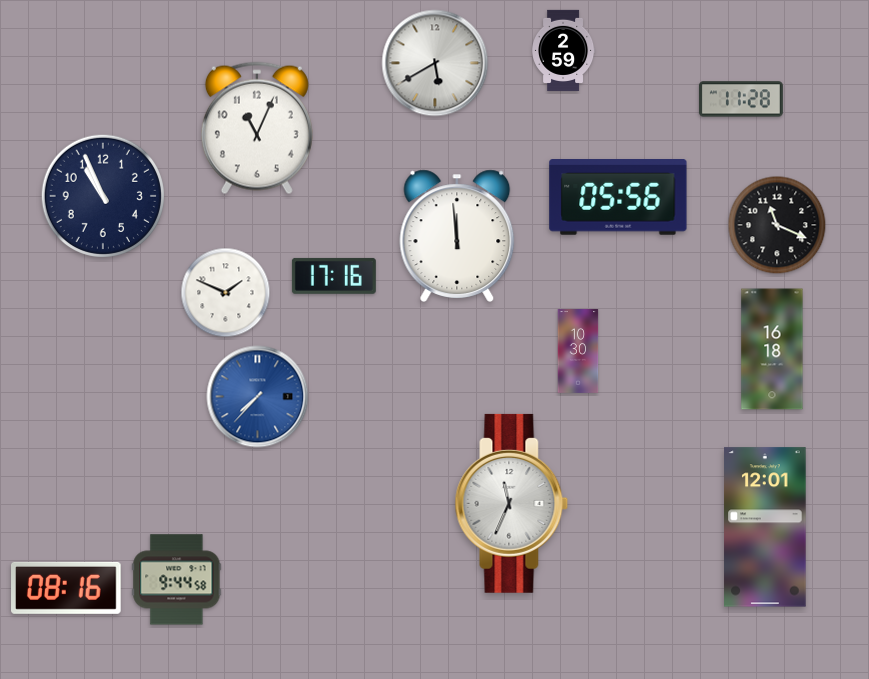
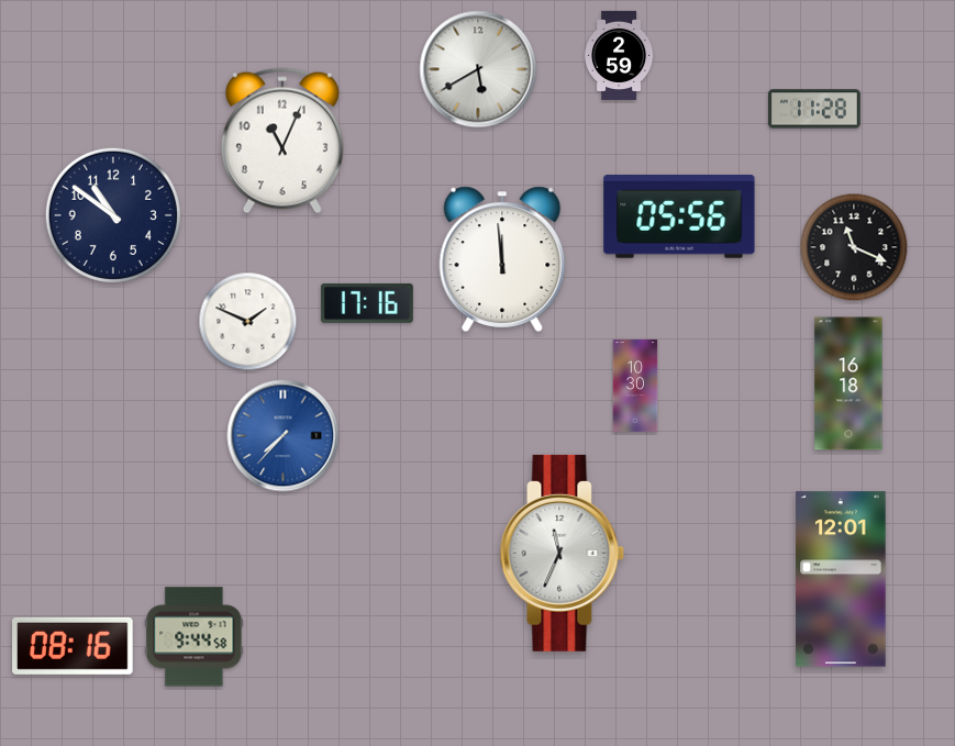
clock at (103, 196): 10:56 -> 10:51
